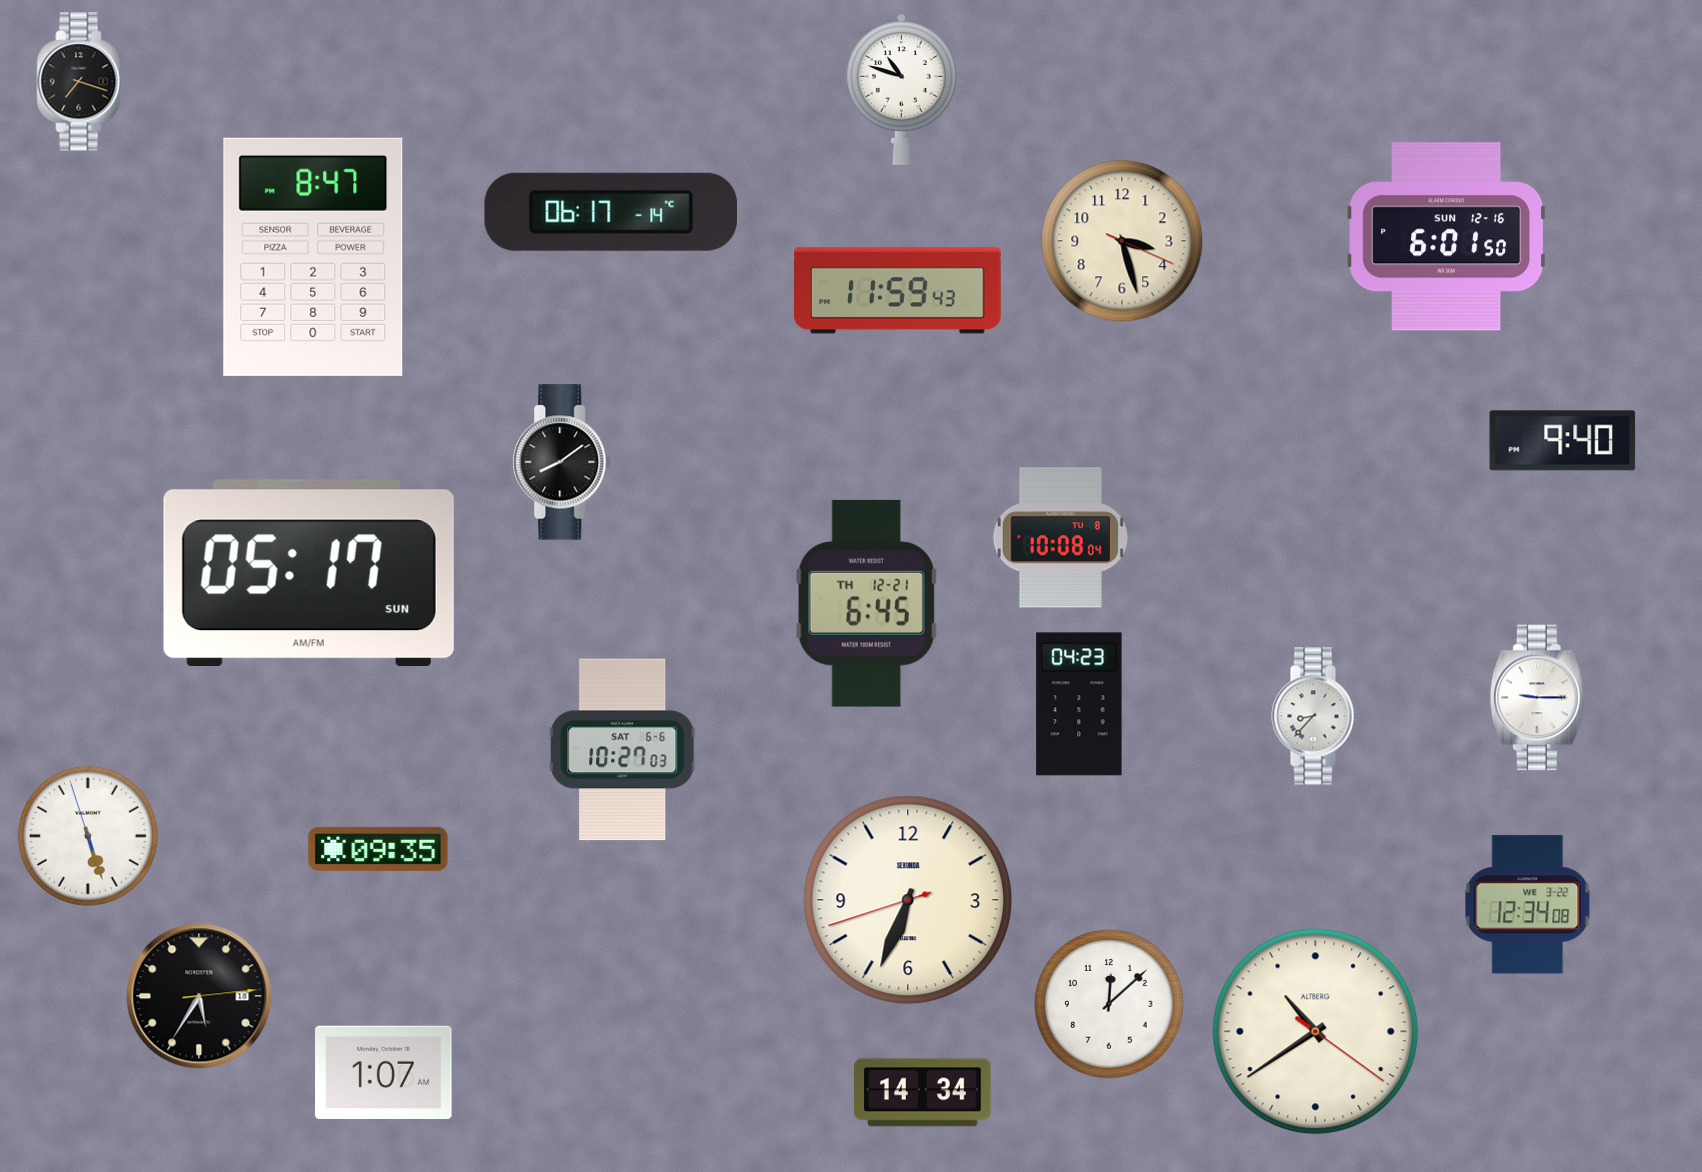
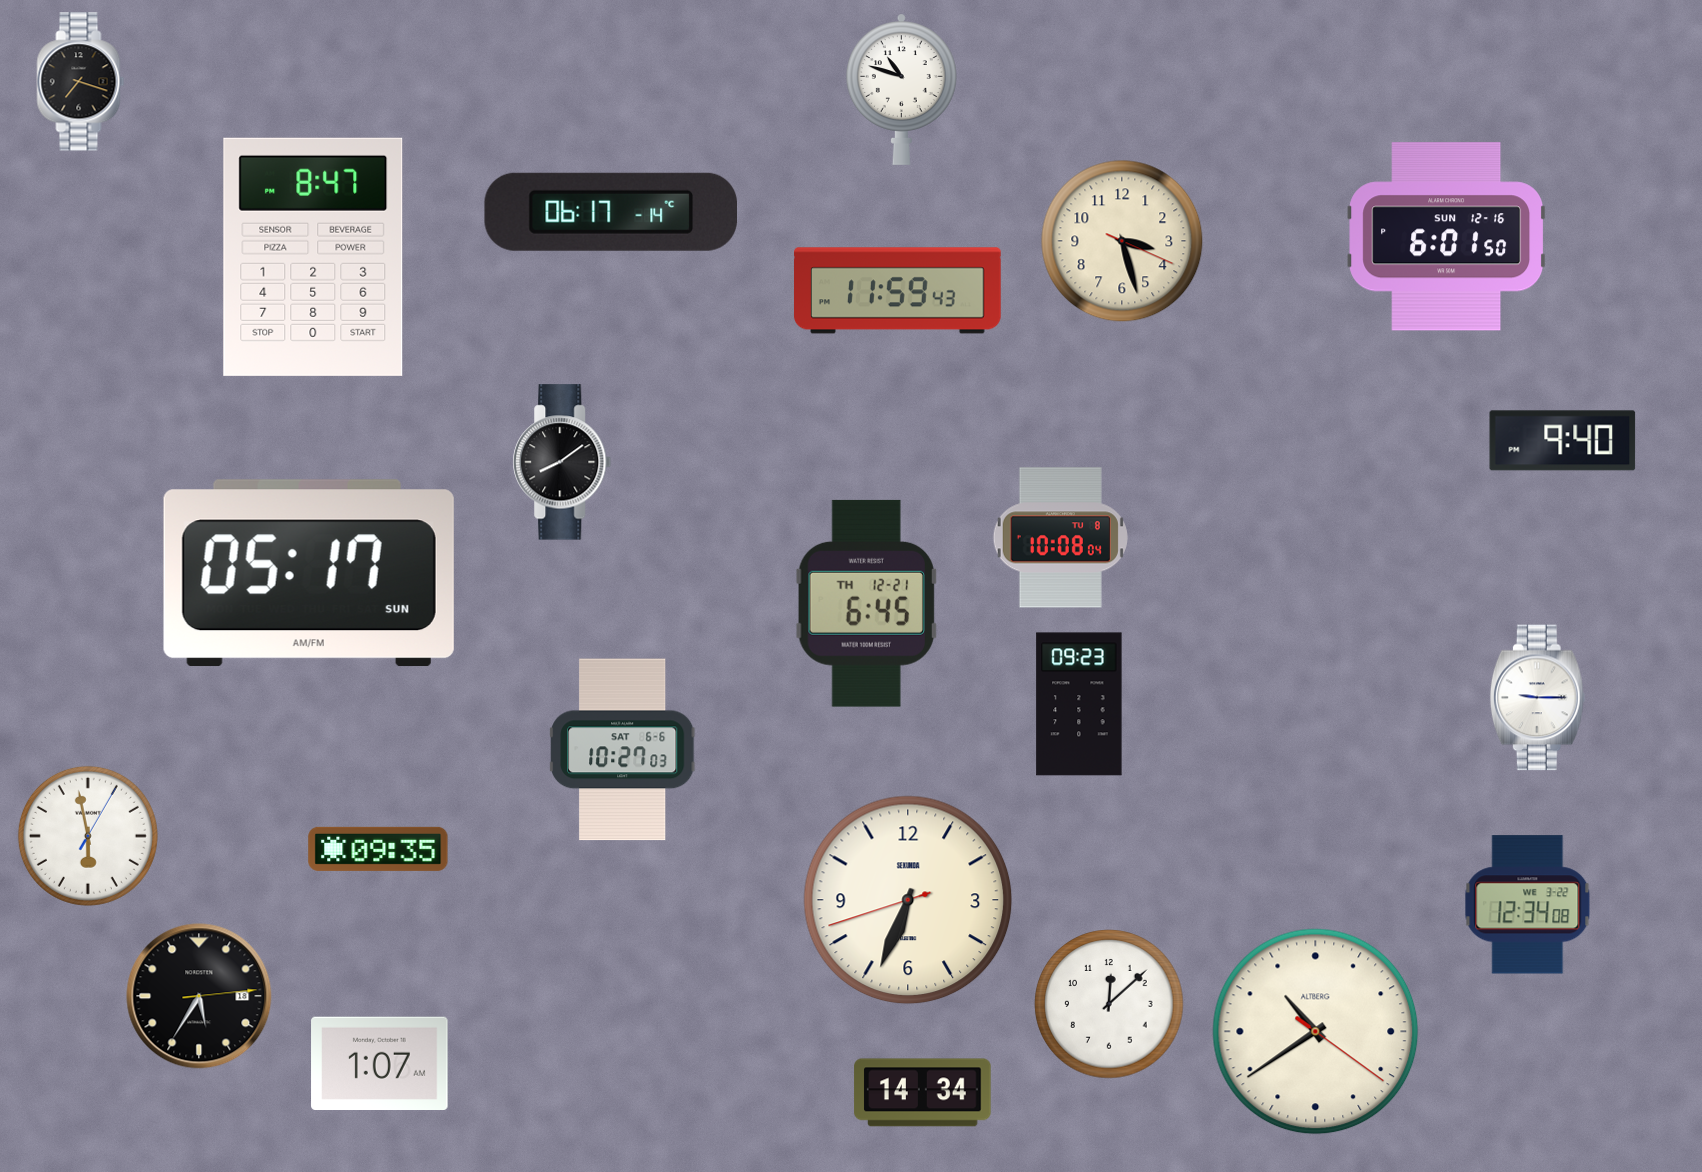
clock at (1079, 704): 04:23 -> 09:23
clock at (1315, 716): 8:37 -> none
clock at (88, 836): 5:26 -> 5:58
clock at (384, 1072) position: (384, 1072) -> (380, 1063)
